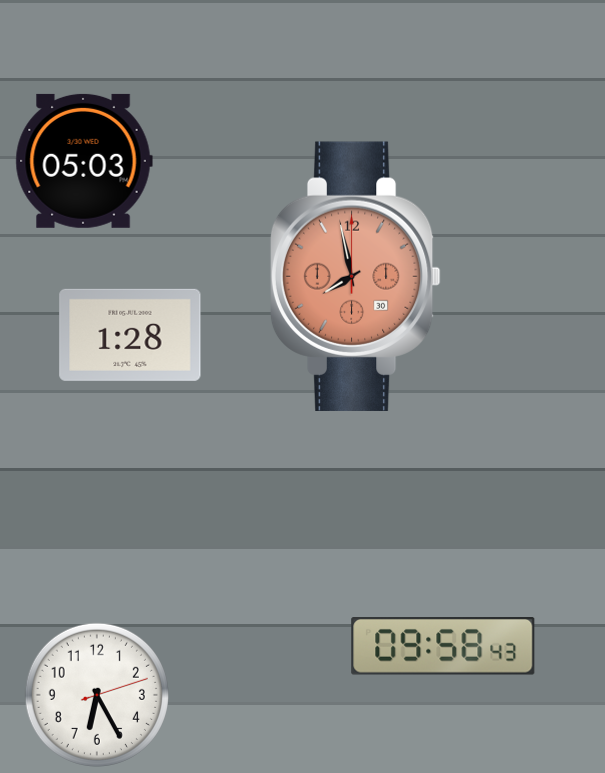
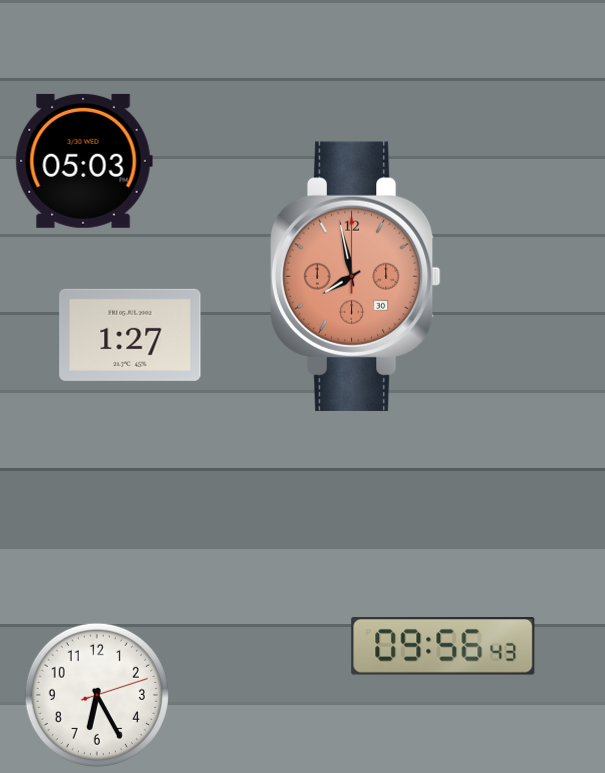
clock at (130, 335): 1:28 -> 1:27
clock at (443, 647): 09:58 -> 09:56
